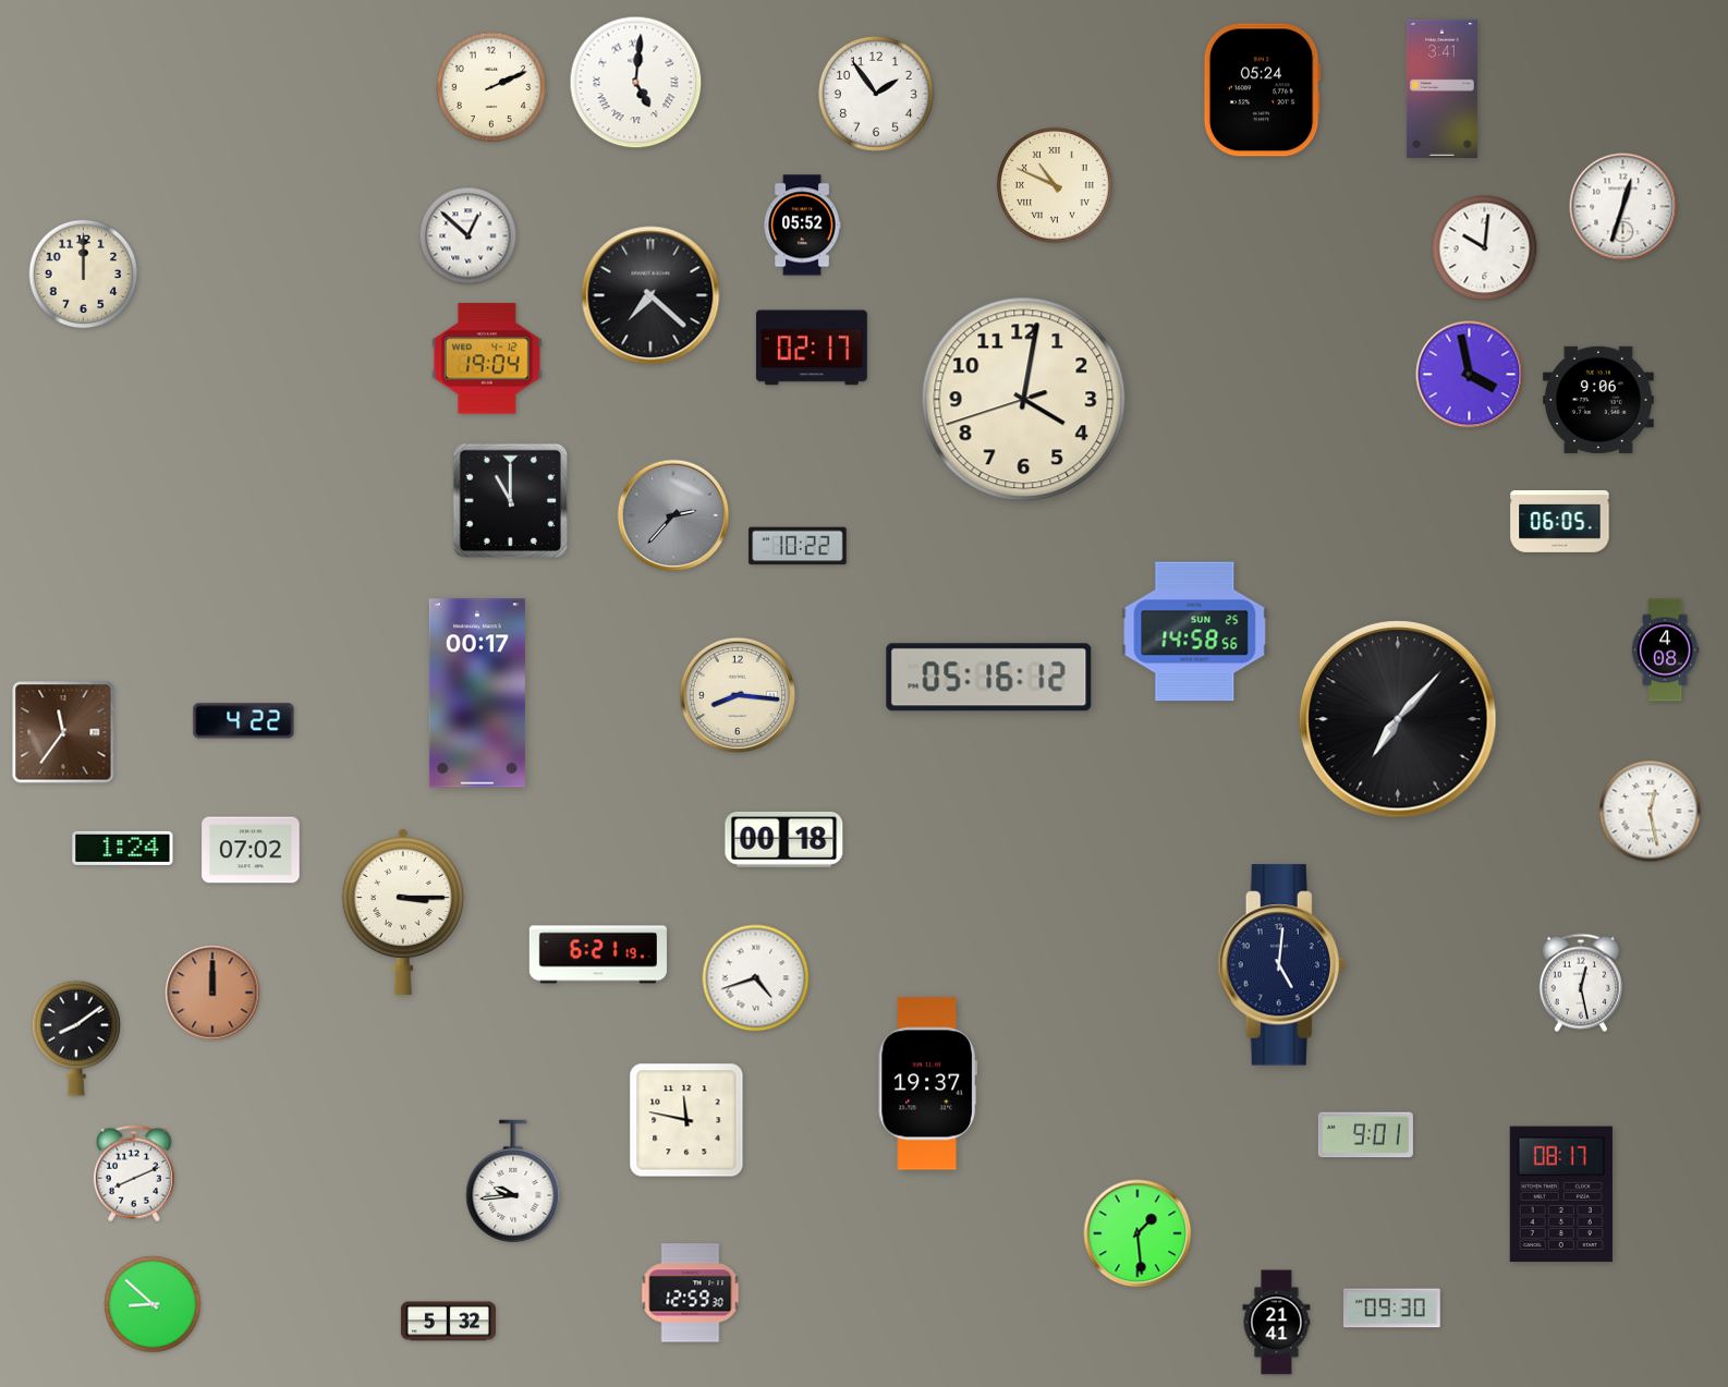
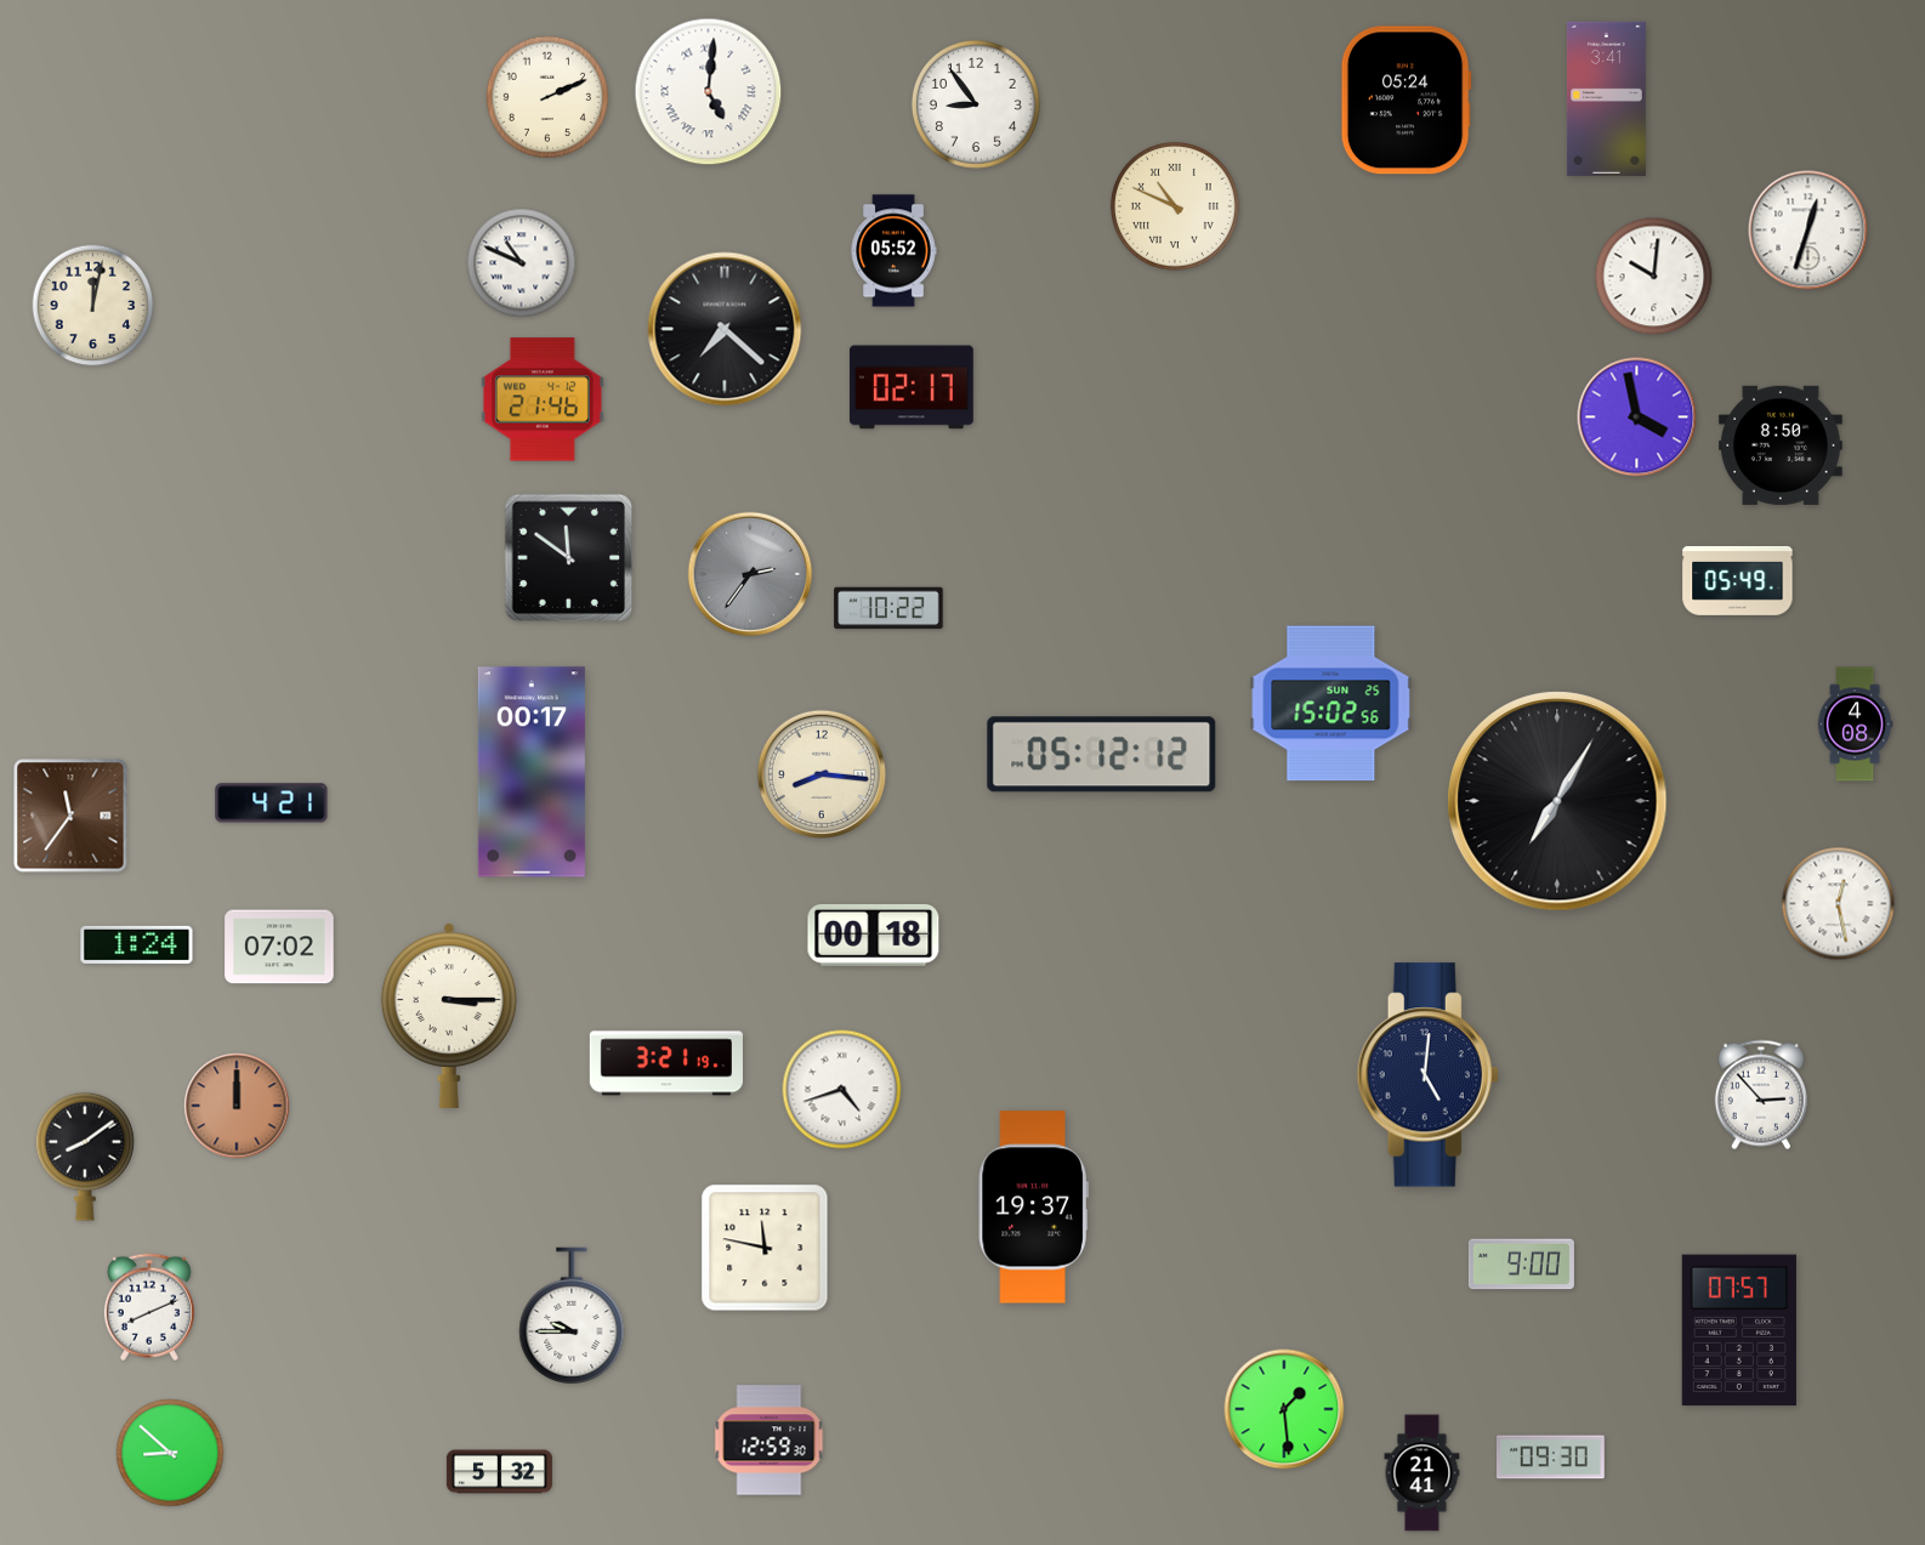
clock at (876, 94): 1:54 -> 8:54
clock at (468, 236): 12:52 -> 10:49
clock at (84, 275): 12:00 -> 12:02
clock at (812, 348) position: (812, 348) -> (912, 387)
clock at (487, 358): 19:04 -> 21:46
clock at (1024, 400): 4:01 -> none
clock at (1598, 400): 9:06 -> 8:50
clock at (511, 501): 11:00 -> 11:51
clock at (673, 515): 2:37 -> 2:36
clock at (1560, 521): 06:05 -> 05:49
clock at (1195, 632): 14:58 -> 15:02
clock at (989, 678): 05:16 -> 05:12
clock at (1398, 719): 7:07 -> 7:05
clock at (244, 721): 4:22 -> 4:21
clock at (598, 954): 6:21 -> 3:21
clock at (1581, 983): 12:28 -> 2:53
clock at (1365, 1135): 9:01 -> 9:00
clock at (513, 1181): 9:44 -> 9:45
clock at (1561, 1194): 08:17 -> 07:57
clock at (1137, 1233) position: (1137, 1233) -> (1284, 1409)
